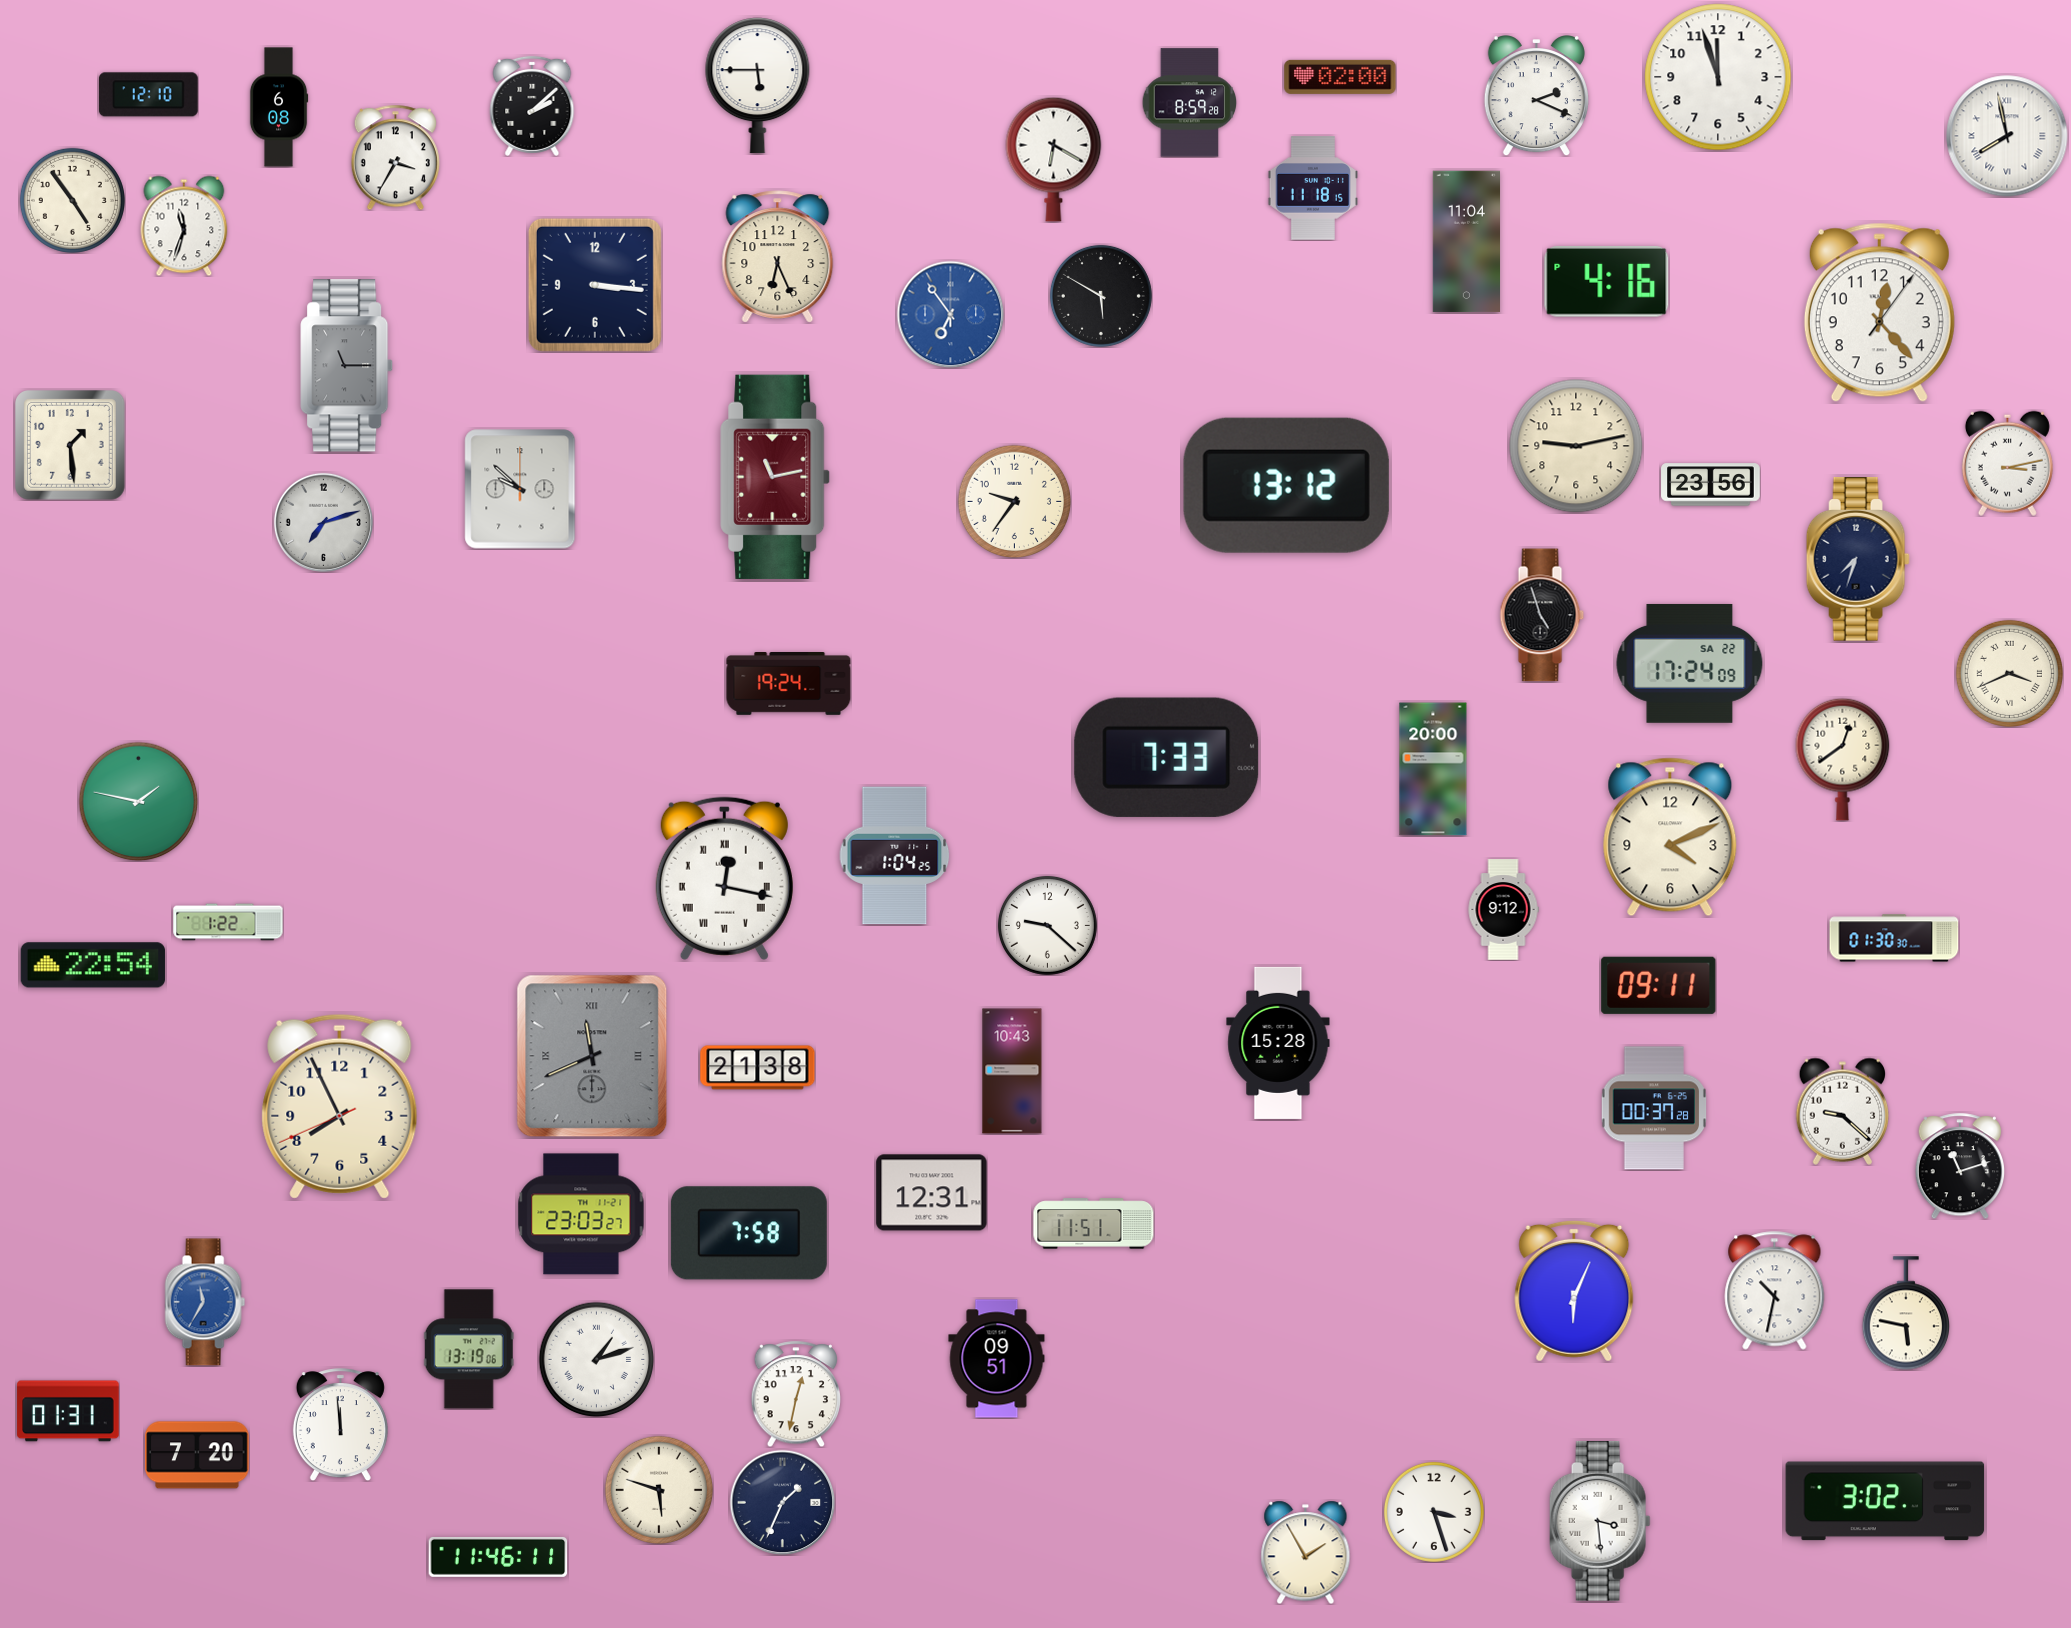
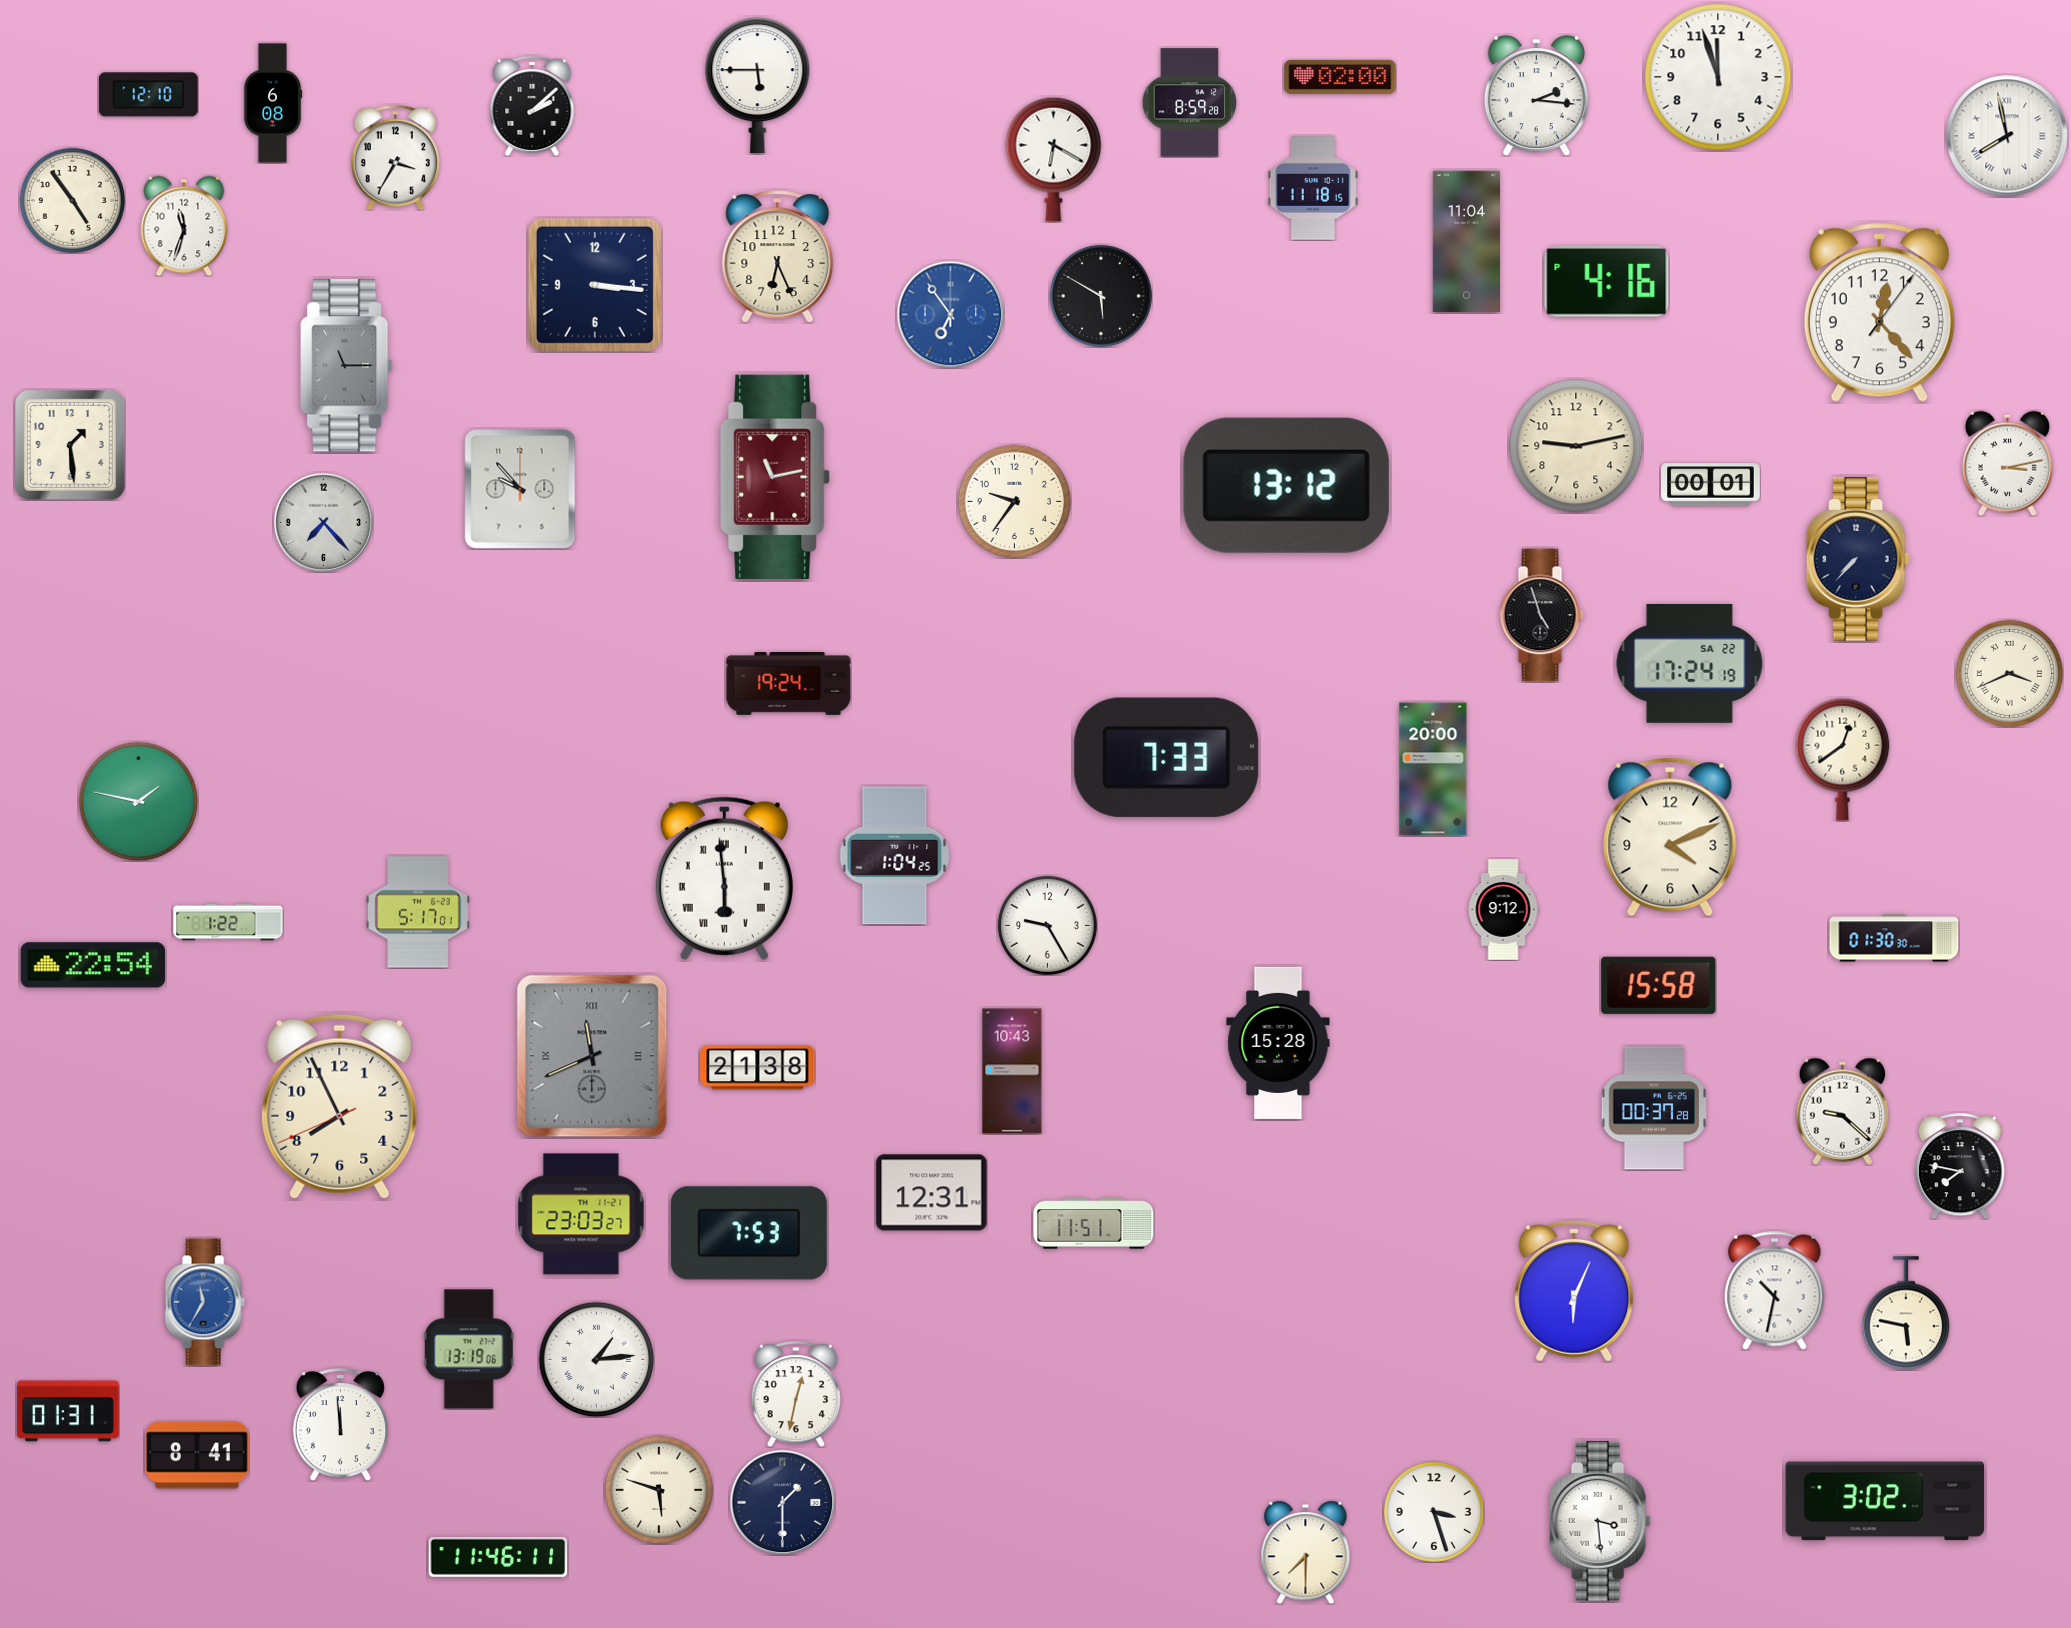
clock at (1536, 96): 2:19 -> 2:16
clock at (279, 107) position: (279, 107) -> (273, 103)
clock at (1711, 485): 23:56 -> 00:01
clock at (520, 489): 9:52 -> 9:53
clock at (323, 522): 7:12 -> 7:23
clock at (1858, 559): 7:33 -> 7:37
clock at (1690, 663): 17:24:09 -> 17:24:19
clock at (724, 878): 12:17 -> 5:59
clock at (418, 912): none -> 5:17
clock at (1047, 925): 9:22 -> 9:25
clock at (1659, 985): 09:11 -> 15:58
clock at (1959, 1166): 11:12 -> 7:47
clock at (749, 1233): 7:58 -> 7:53
clock at (596, 1359): 1:12 -> 1:14
clock at (997, 1359): 09:51 -> none
clock at (197, 1455): 7:20 -> 8:41
clock at (782, 1502): 1:34 -> 1:30
clock at (1306, 1552): 1:55 -> 7:30
